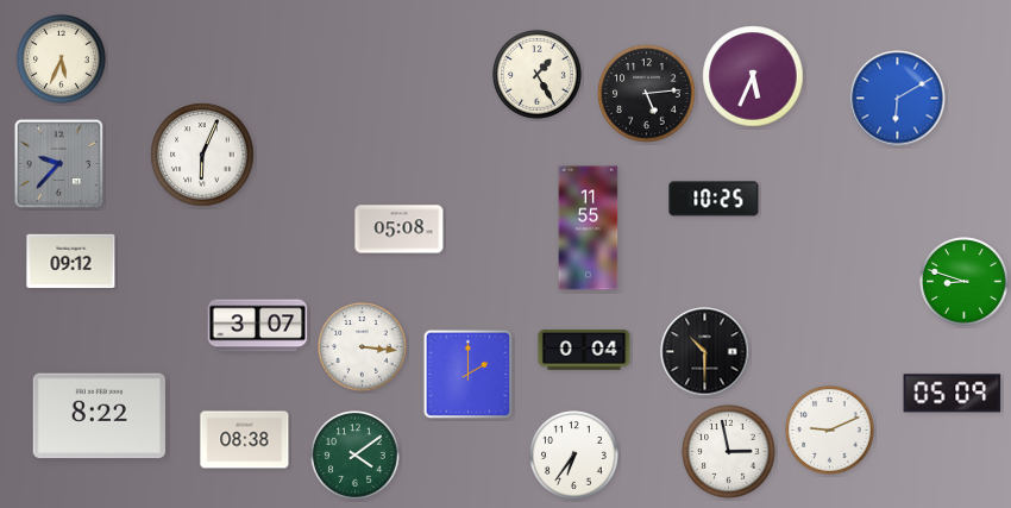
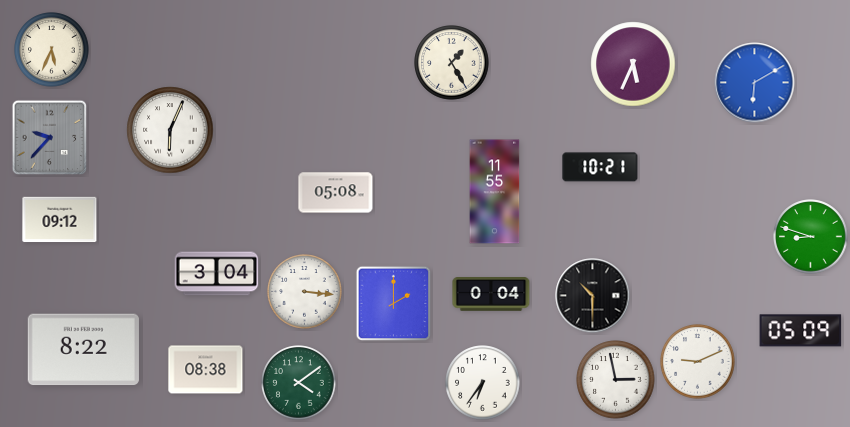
clock at (647, 94): 5:14 -> none
clock at (714, 199): 10:25 -> 10:21
clock at (258, 326): 3:07 -> 3:04
clock at (469, 375) position: (469, 375) -> (394, 304)
clock at (729, 452) position: (729, 452) -> (616, 380)
